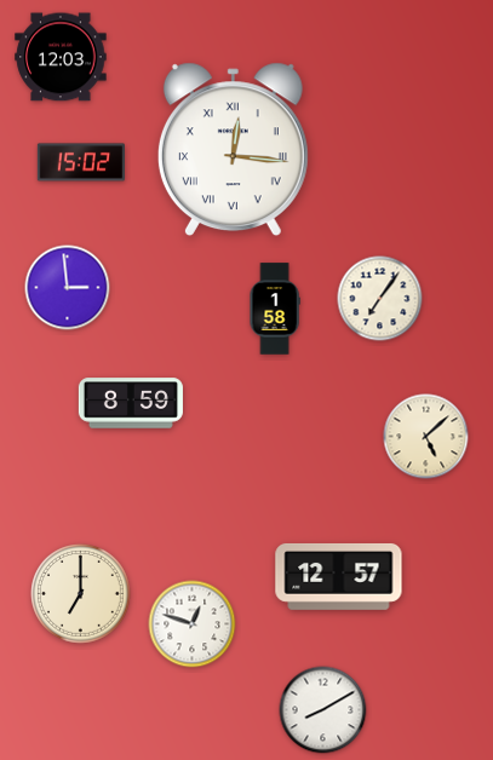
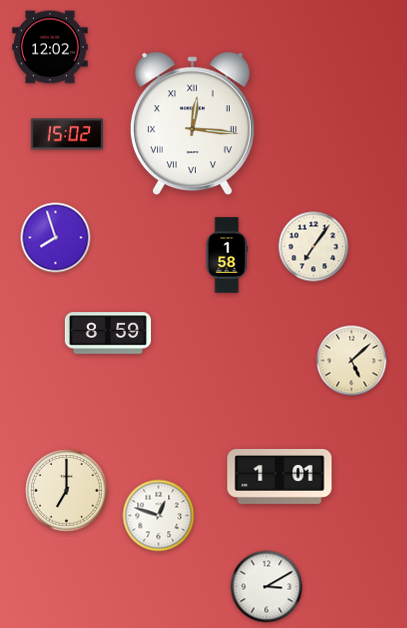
clock at (61, 57): 12:03 -> 12:02
clock at (68, 288): 2:59 -> 7:57
clock at (339, 576): 12:57 -> 1:01
clock at (323, 710): 8:10 -> 3:10
